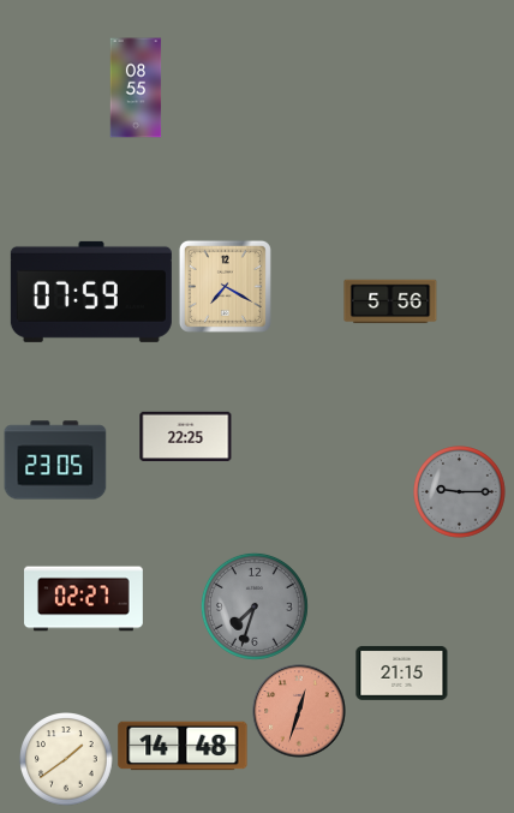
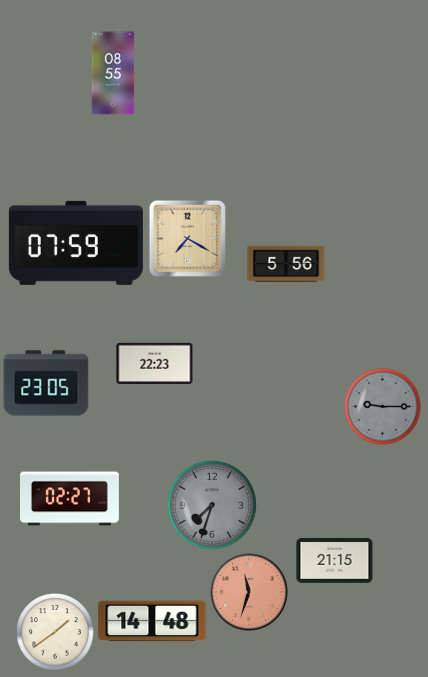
clock at (390, 301) position: (390, 301) -> (286, 264)
clock at (186, 436): 22:25 -> 22:23
clock at (460, 492) position: (460, 492) -> (383, 407)
clock at (299, 711): 12:33 -> 11:33
